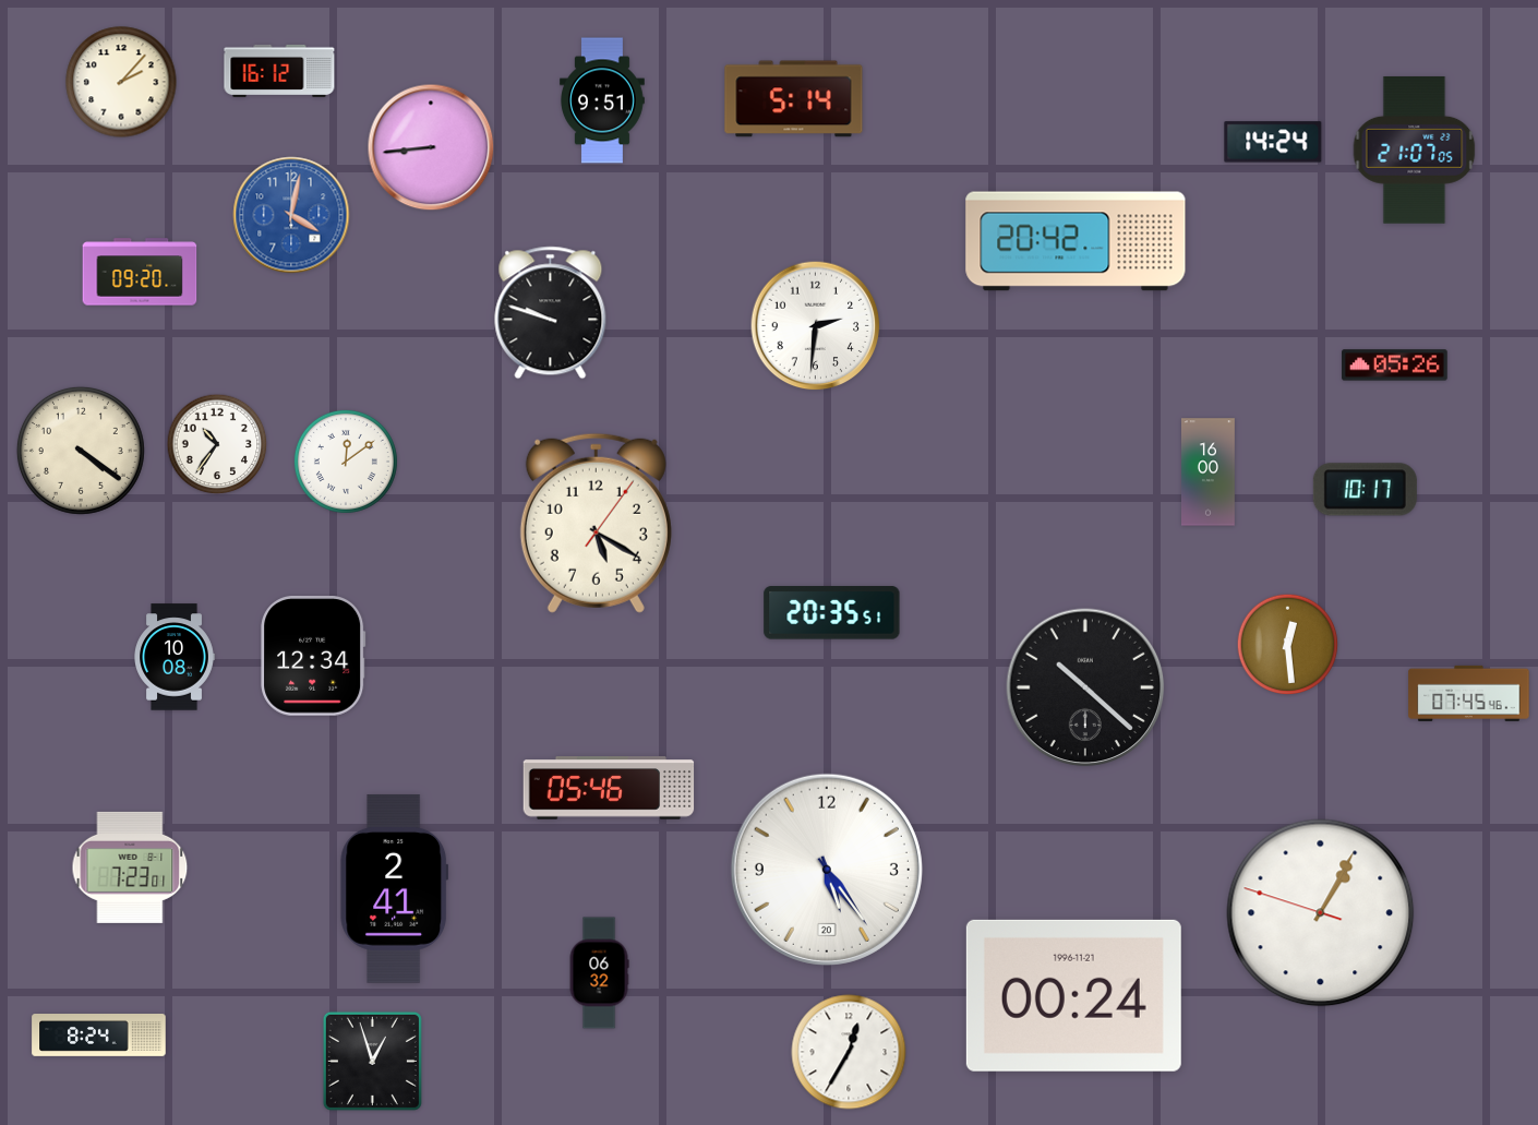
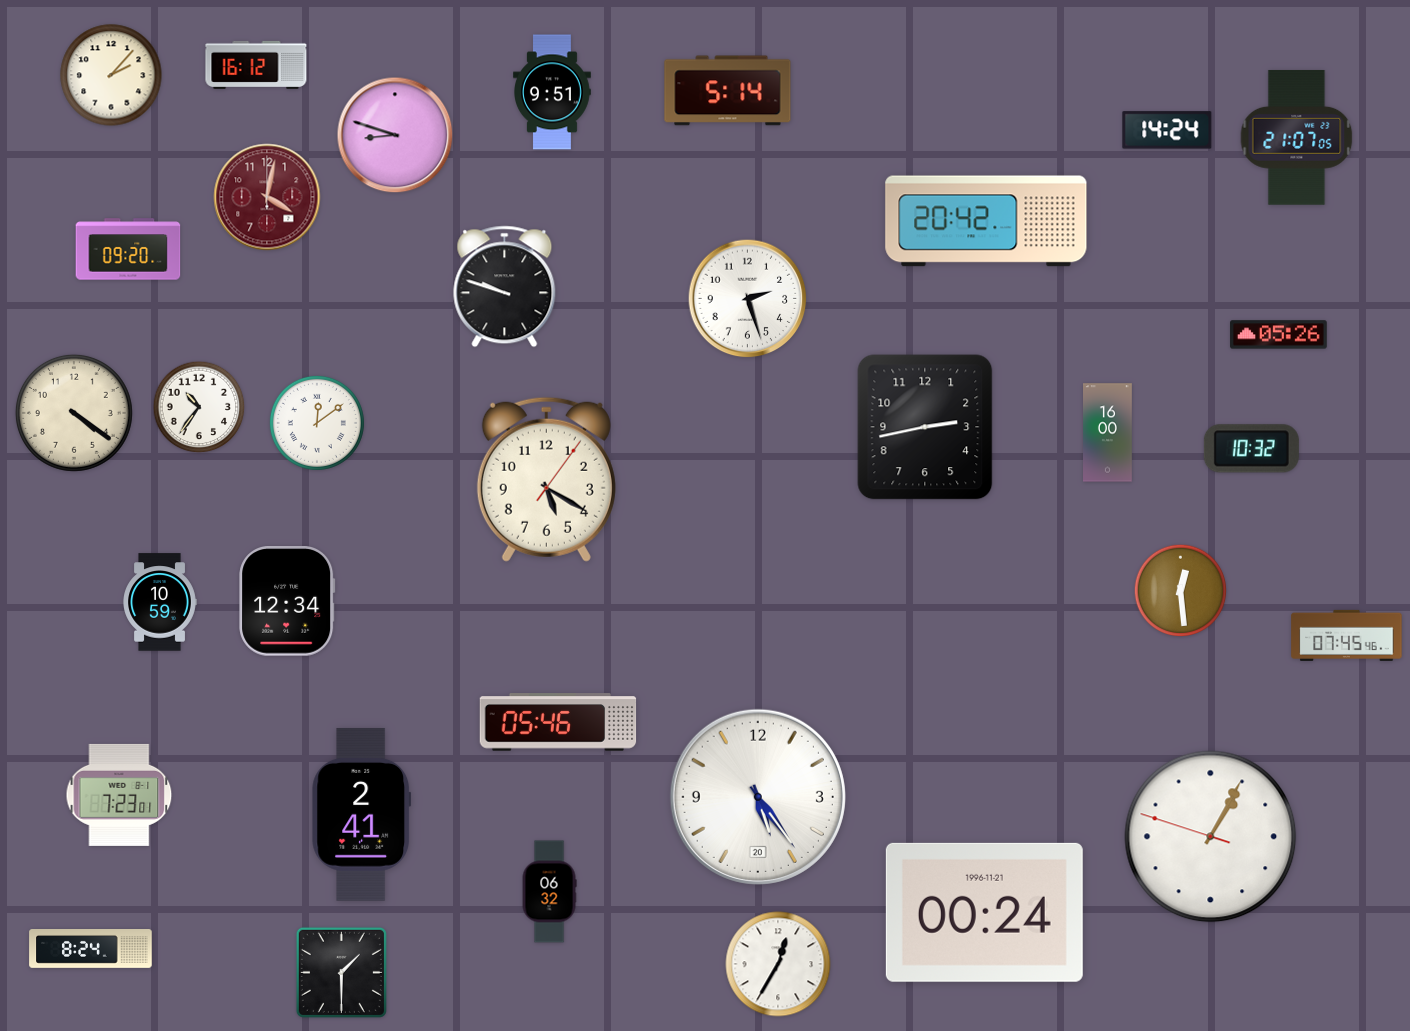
clock at (431, 147): 8:44 -> 8:48
clock at (291, 215) dial: blue -> burgundy
clock at (816, 326): 2:31 -> 2:27
clock at (925, 427): none -> 2:43
clock at (1365, 490): 10:17 -> 10:32
clock at (832, 613): 20:35 -> none
clock at (175, 657): 10:08 -> 10:59
clock at (1085, 687): 10:22 -> none
clock at (372, 1061): 12:57 -> 1:30
